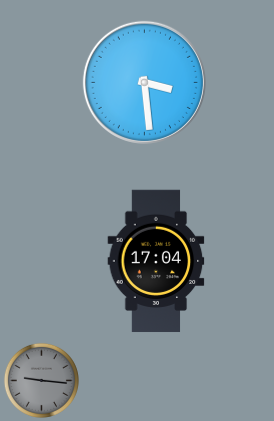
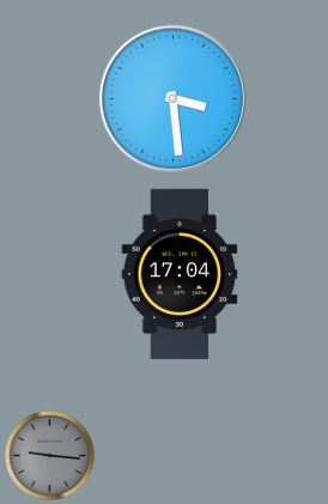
clock at (156, 261) position: (156, 261) -> (180, 274)
